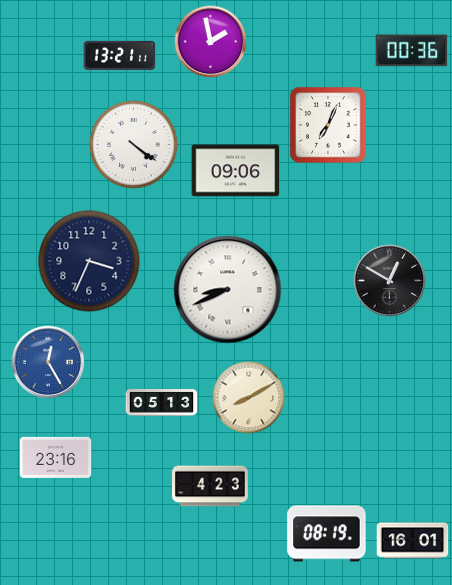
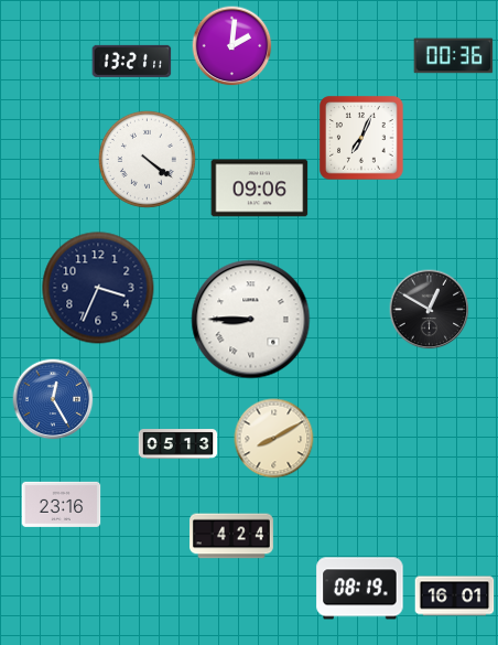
clock at (211, 42): 1:58 -> 2:01
clock at (228, 290): 8:41 -> 8:45
clock at (211, 486): 4:23 -> 4:24
